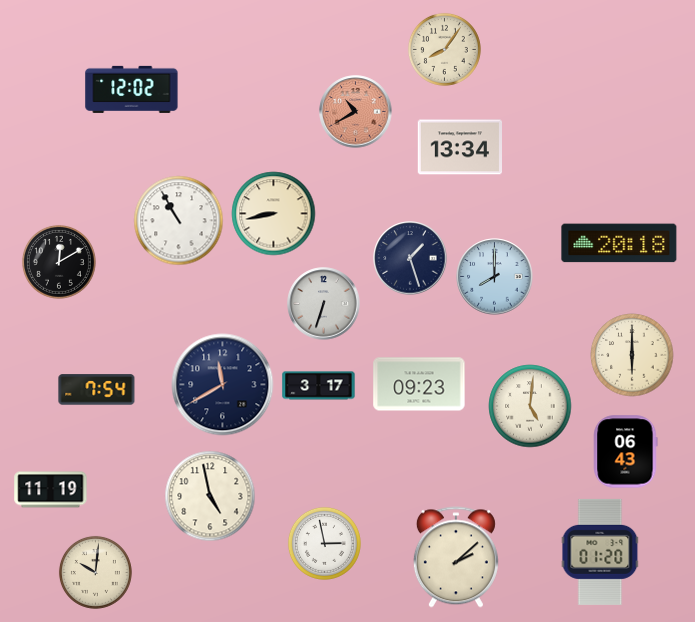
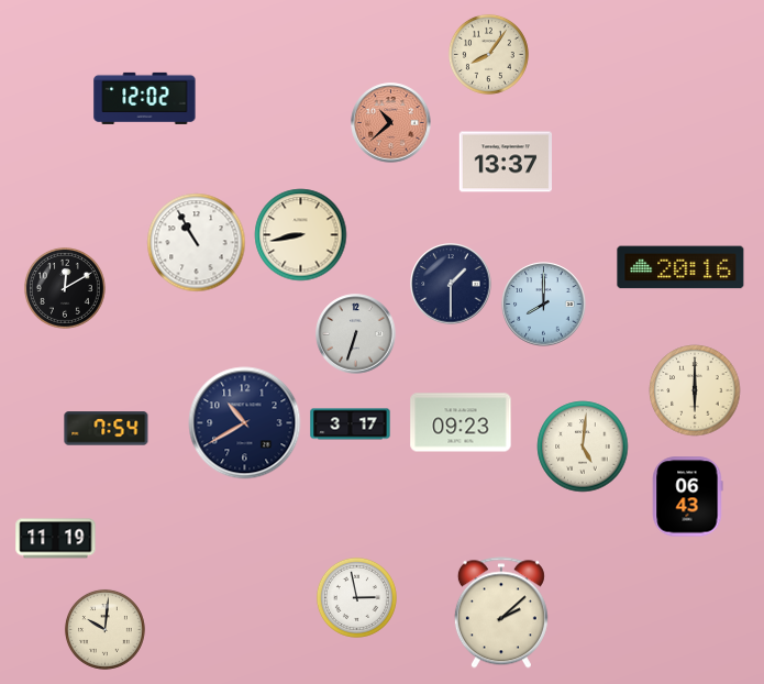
clock at (356, 112): 10:40 -> 10:38
clock at (459, 147): 13:34 -> 13:37
clock at (619, 243): 20:18 -> 20:16
clock at (410, 258): 1:27 -> 1:30
clock at (223, 385): 11:40 -> 10:40
clock at (210, 496): 4:58 -> none
clock at (600, 552): 01:20 -> none
